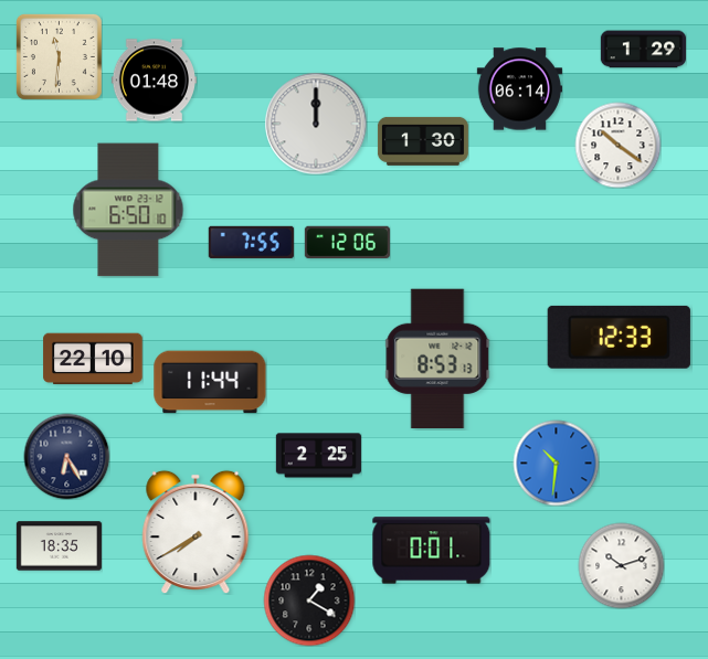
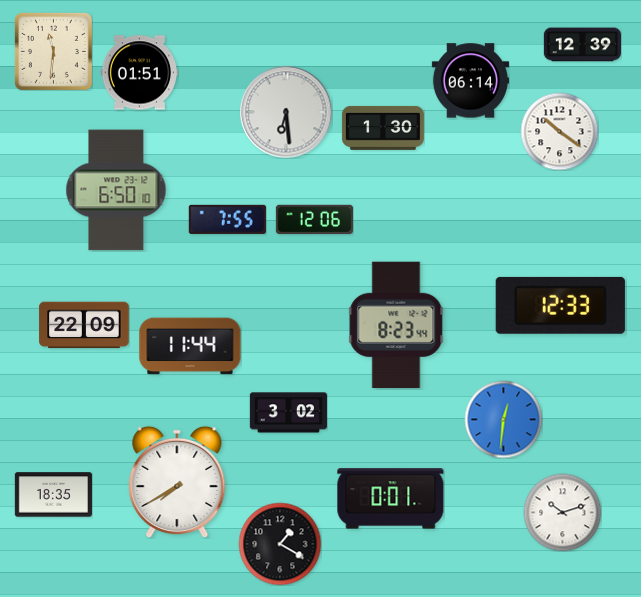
clock at (643, 50): 1:29 -> 12:39
clock at (154, 81): 01:48 -> 01:51
clock at (316, 124): 12:00 -> 6:29
clock at (93, 359): 22:10 -> 22:09
clock at (437, 359): 8:53 -> 8:23
clock at (66, 456): 6:25 -> none
clock at (318, 456): 2:25 -> 3:02
clock at (556, 463): 10:31 -> 12:31
